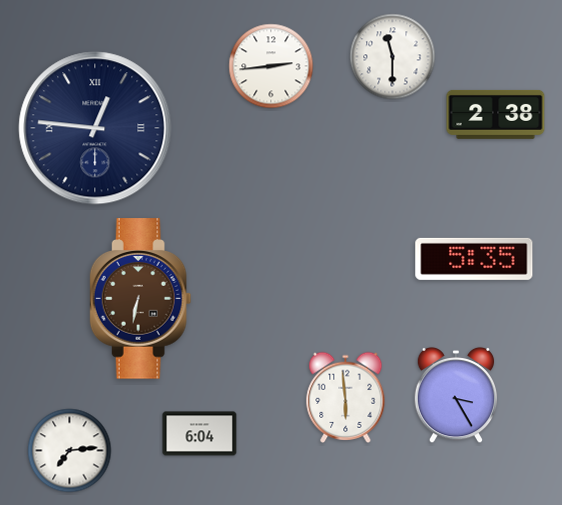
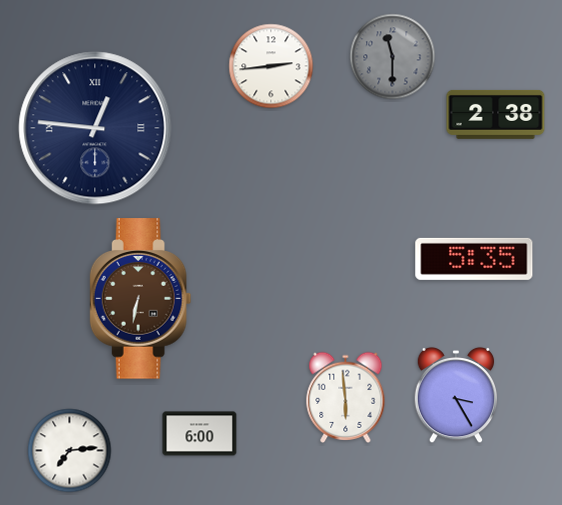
clock at (393, 57) dial: white -> grey
clock at (200, 434): 6:04 -> 6:00
